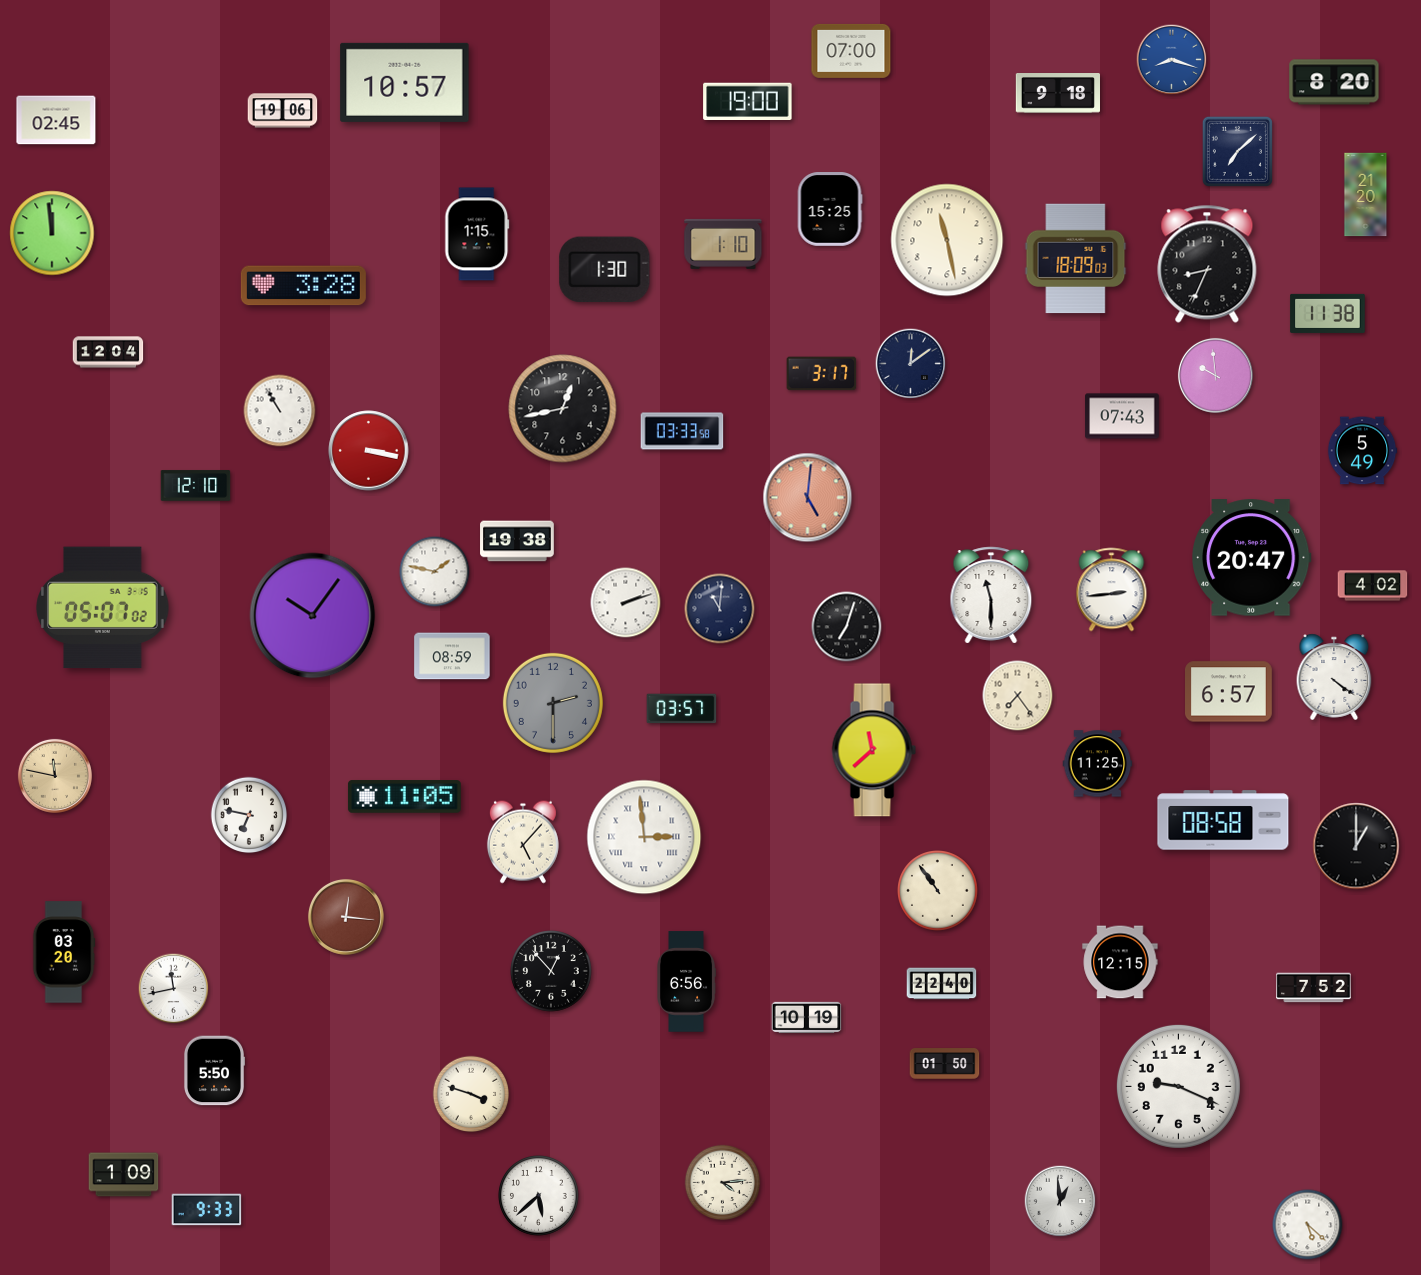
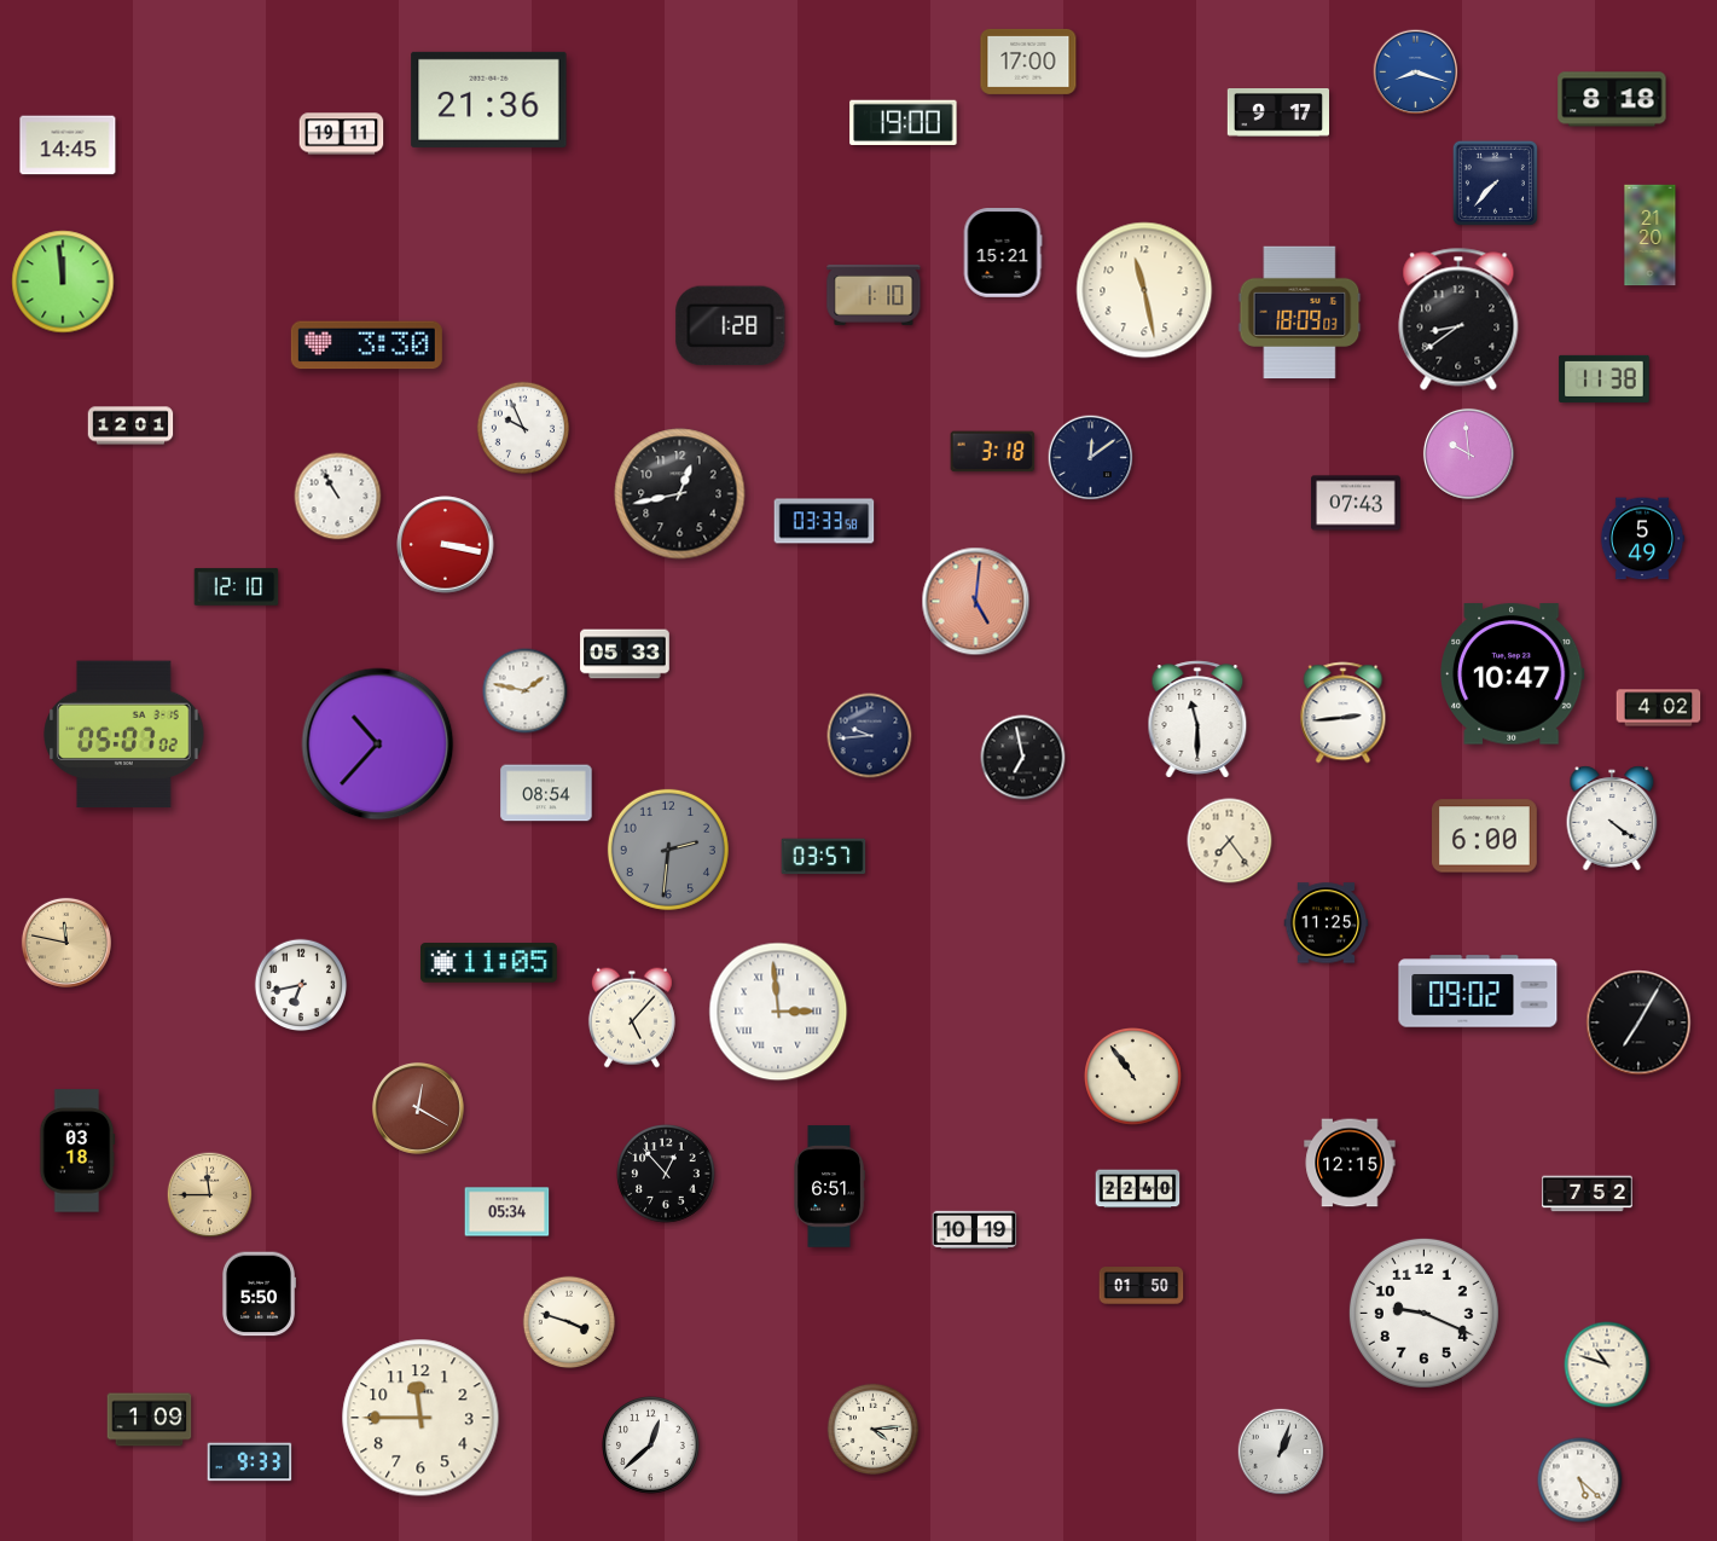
clock at (851, 51): 07:00 -> 17:00
clock at (405, 82): 10:57 -> 21:36
clock at (1334, 82): 8:20 -> 8:18
clock at (1057, 94): 9:18 -> 9:17
clock at (283, 111): 19:06 -> 19:11
clock at (56, 120): 02:45 -> 14:45
clock at (1237, 151): 7:08 -> 7:37
clock at (830, 209): 15:25 -> 15:21
clock at (477, 234): 1:15 -> none
clock at (1207, 264): 8:34 -> 8:39
clock at (605, 270): 1:30 -> 1:28
clock at (303, 286): 3:28 -> 3:30
clock at (108, 352): 12:04 -> 12:01
clock at (523, 428): none -> 9:56
clock at (911, 364) position: (911, 364) -> (1091, 458)
clock at (822, 374): 3:17 -> 3:18
clock at (1362, 451) position: (1362, 451) -> (1642, 539)
clock at (517, 541): 19:38 -> 05:33
clock at (1252, 558): 20:47 -> 10:47
clock at (626, 603): 2:12 -> none
clock at (720, 609): 11:01 -> 9:44
clock at (313, 616): 10:06 -> 10:37
clock at (847, 627): 7:03 -> 6:58
clock at (452, 656): 08:59 -> 08:54
clock at (1229, 692): 6:57 -> 6:00
clock at (553, 703): 2:30 -> 2:31
clock at (874, 750): 11:38 -> none
clock at (55, 776) position: (55, 776) -> (66, 943)
clock at (249, 815): 6:47 -> 6:43
clock at (1223, 820): 08:58 -> 09:02
clock at (1356, 846): 1:00 -> 7:05
clock at (346, 917): 12:16 -> 12:20
clock at (64, 952): 03:20 -> 03:18
clock at (1120, 962) position: (1120, 962) -> (1350, 1163)
clock at (686, 982): 6:56 -> 6:51
clock at (174, 989): 11:43 -> 11:45
clock at (174, 989) dial: white -> champagne
clock at (507, 1212): none -> 05:34
clock at (1607, 1365): none -> 10:48
clock at (420, 1418): none -> 11:45
clock at (539, 1196): 5:38 -> 12:38
clock at (1060, 1201): 12:59 -> 1:03
